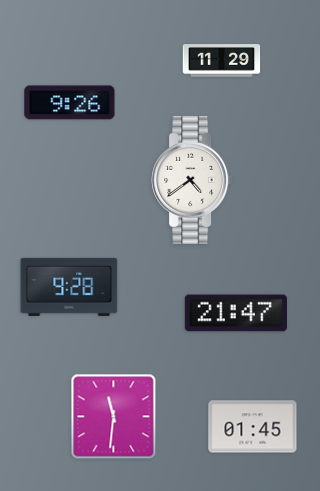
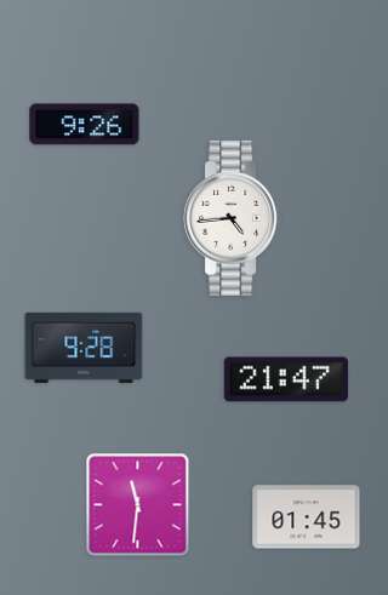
clock at (222, 61): 11:29 -> none
clock at (192, 180): 4:39 -> 4:44
